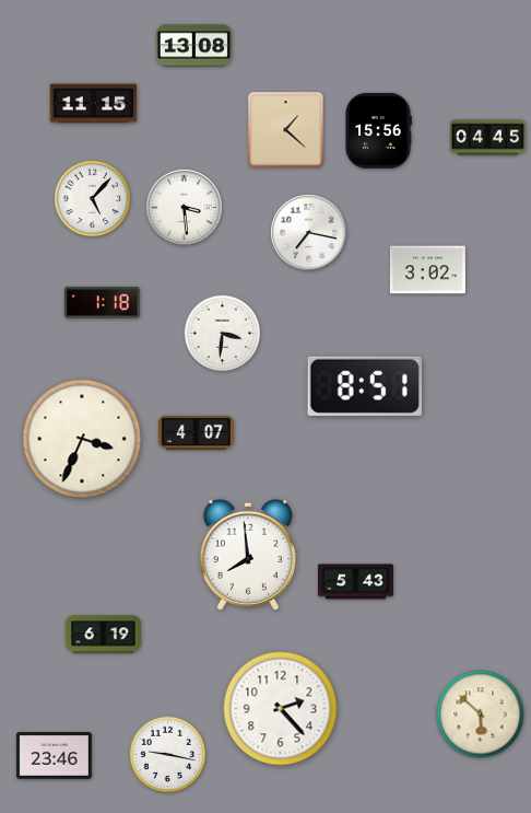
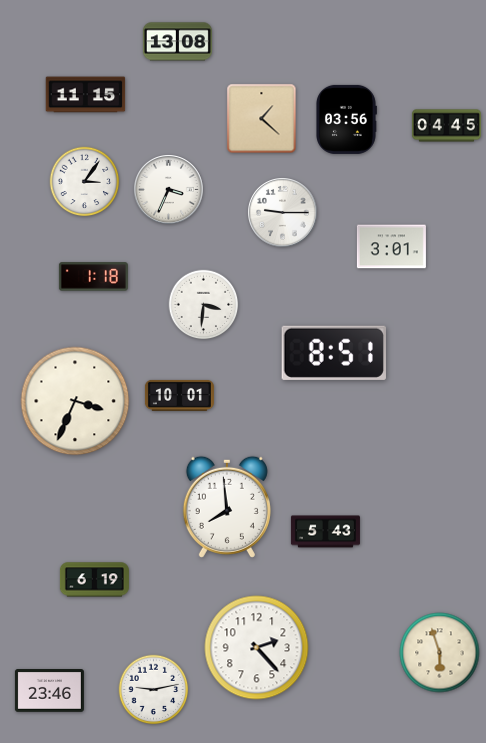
clock at (379, 130): 15:56 -> 03:56
clock at (93, 199): 5:07 -> 3:06
clock at (185, 208): 3:29 -> 3:34
clock at (309, 233): 7:17 -> 9:15
clock at (427, 270): 3:02 -> 3:01
clock at (196, 432): 4:07 -> 10:01
clock at (481, 715): 5:52 -> 5:57
clock at (168, 755): 9:17 -> 9:13
